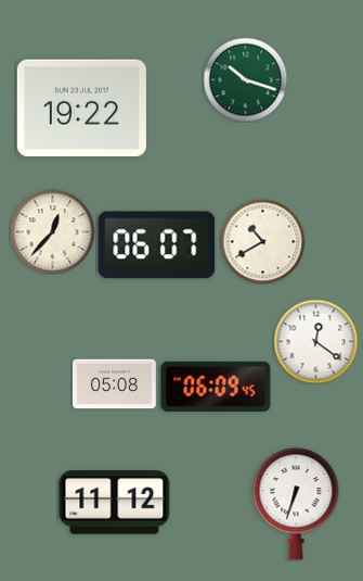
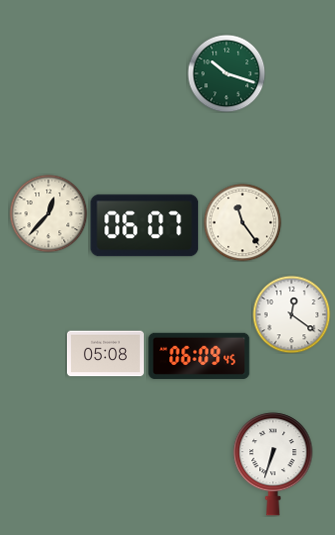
clock at (81, 109): 19:22 -> none
clock at (262, 241): 10:40 -> 11:24
clock at (115, 503): 11:12 -> none
